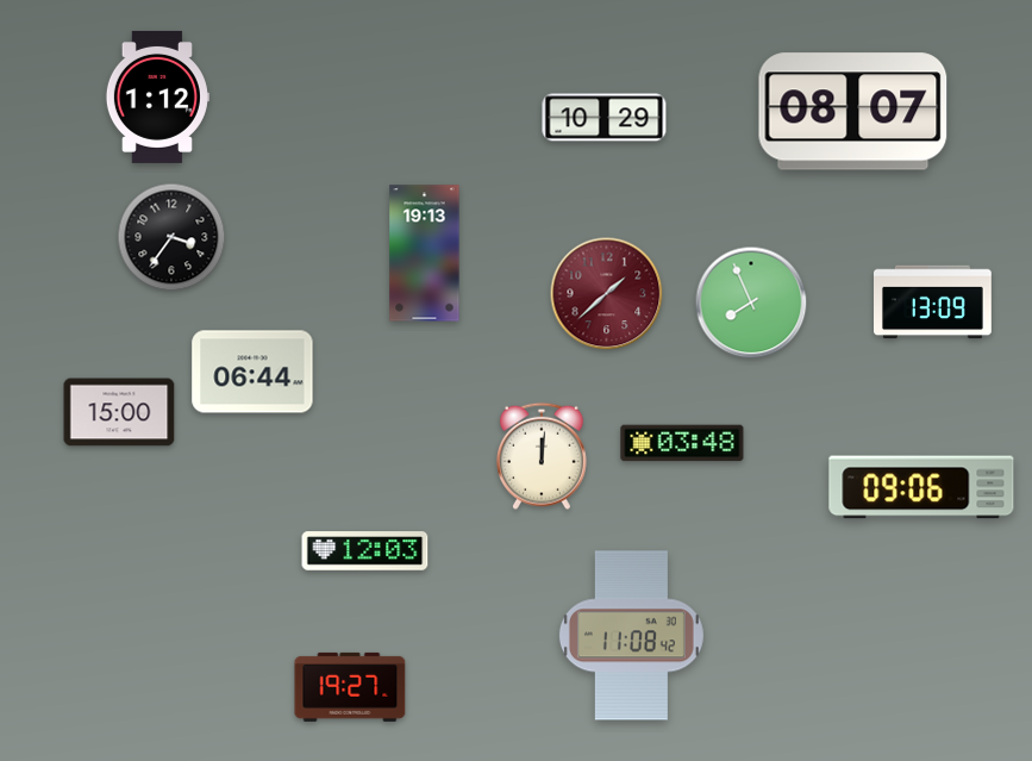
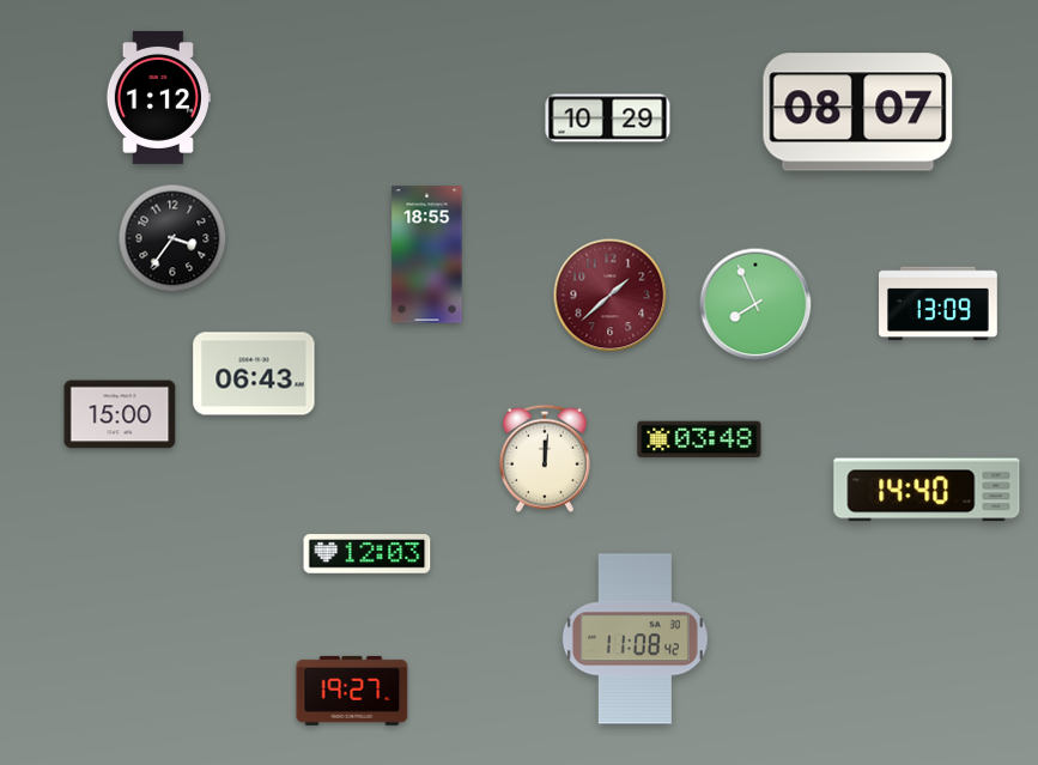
clock at (425, 254): 19:13 -> 18:55
clock at (252, 372): 06:44 -> 06:43
clock at (682, 443) position: (682, 443) -> (699, 439)
clock at (921, 487): 09:06 -> 14:40
